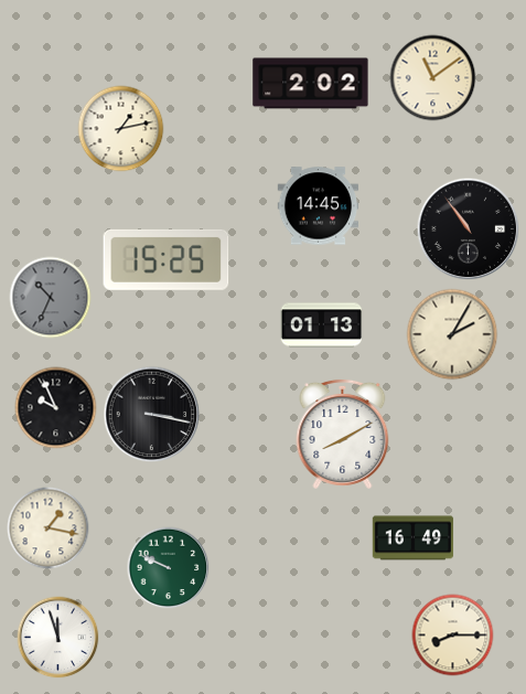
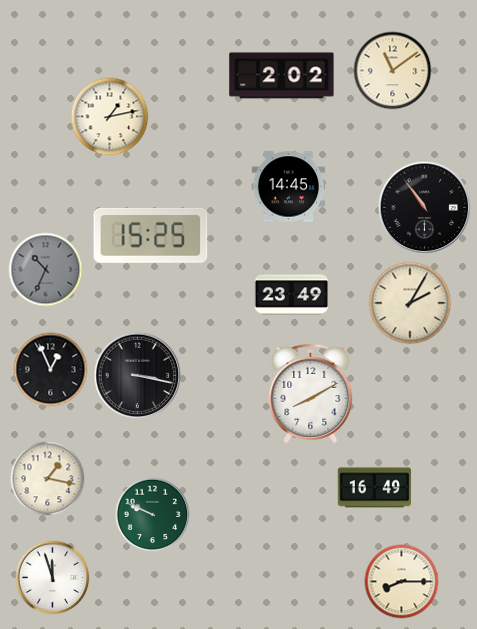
clock at (322, 325): 01:13 -> 23:49
clock at (56, 408): 9:56 -> 12:56
clock at (49, 528) position: (49, 528) -> (48, 479)
clock at (453, 636) position: (453, 636) -> (402, 582)
